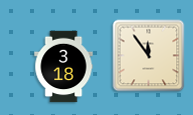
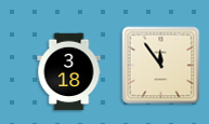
clock at (149, 56) position: (149, 56) -> (161, 66)
